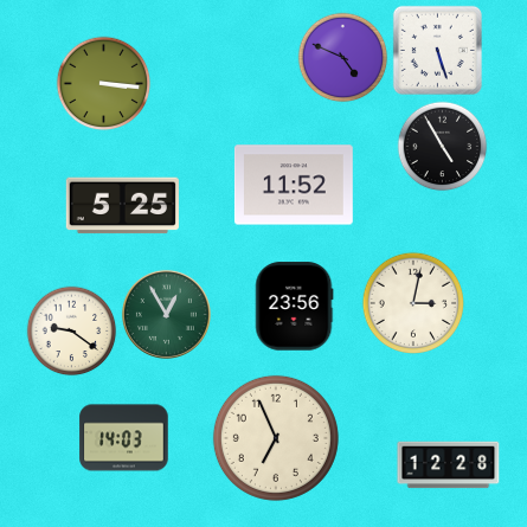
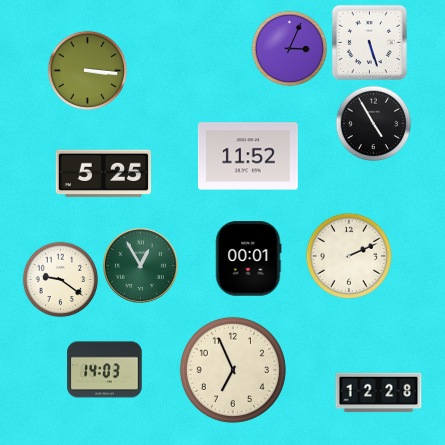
clock at (343, 58): 4:49 -> 3:04
clock at (413, 303): 3:02 -> 2:11
clock at (294, 307): 23:56 -> 00:01
